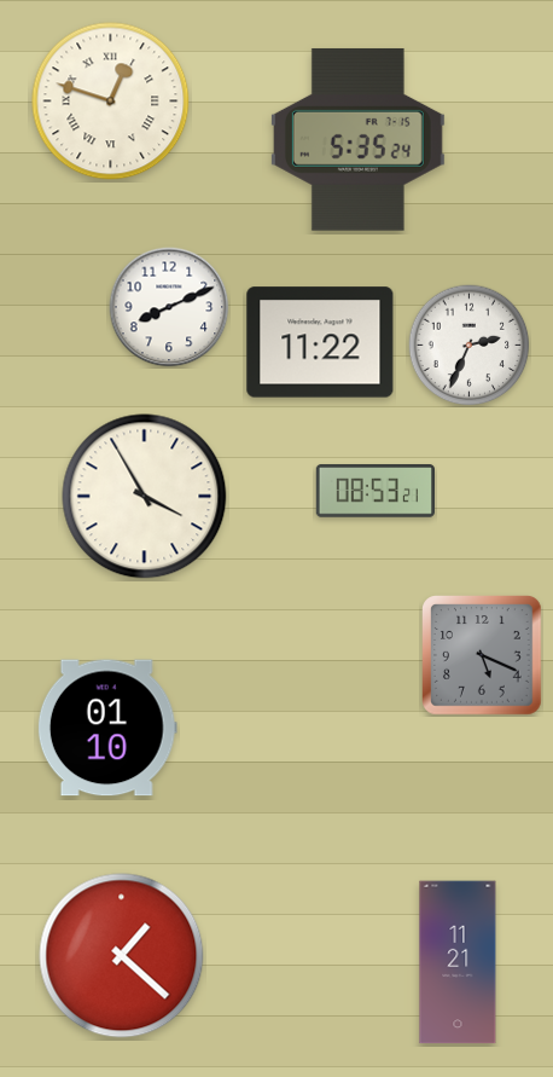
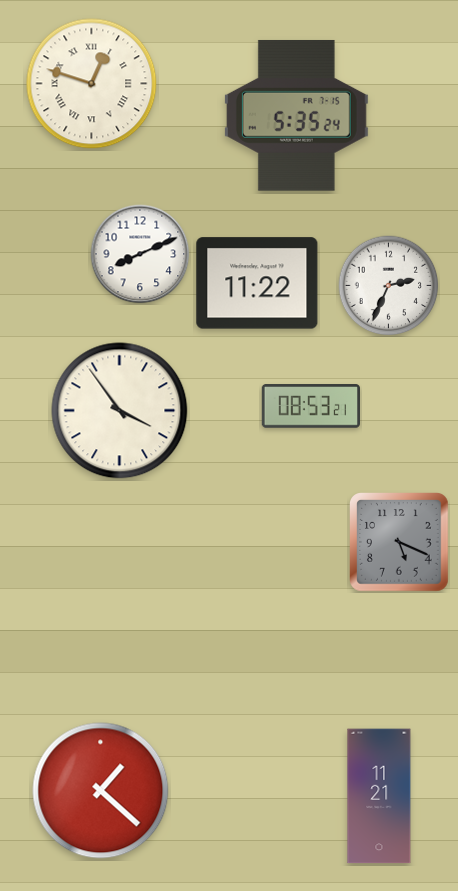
clock at (320, 342) position: (320, 342) -> (257, 283)
clock at (145, 497): 3:55 -> 3:54
clock at (107, 728): 01:10 -> none
